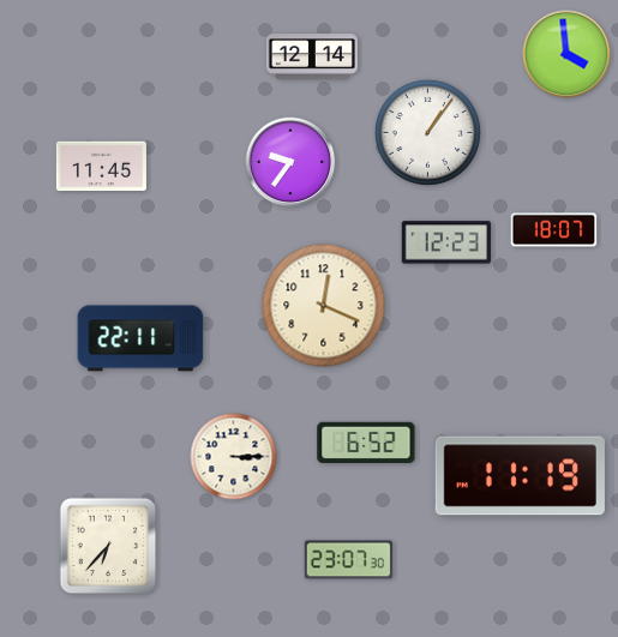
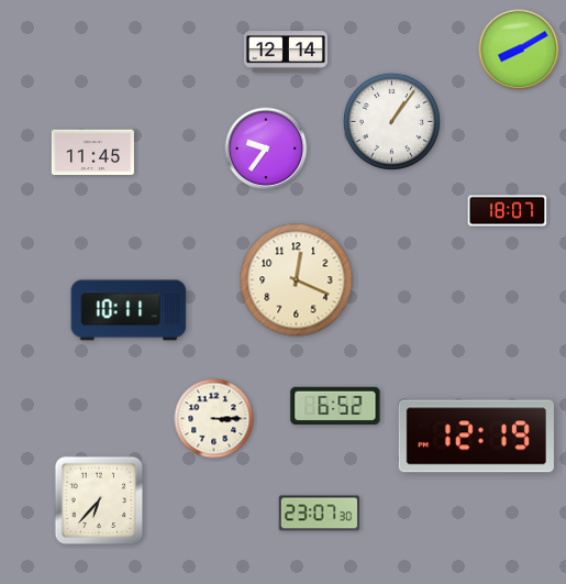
clock at (566, 54): 3:59 -> 8:10
clock at (446, 242): 12:23 -> none
clock at (140, 338): 22:11 -> 10:11
clock at (520, 476): 11:19 -> 12:19
